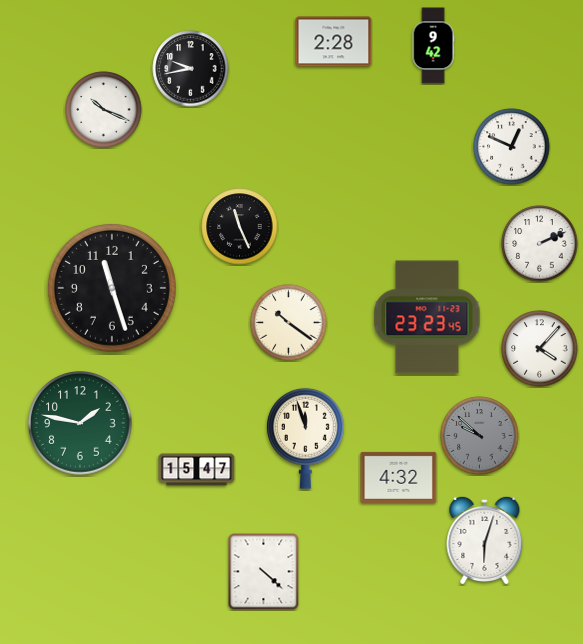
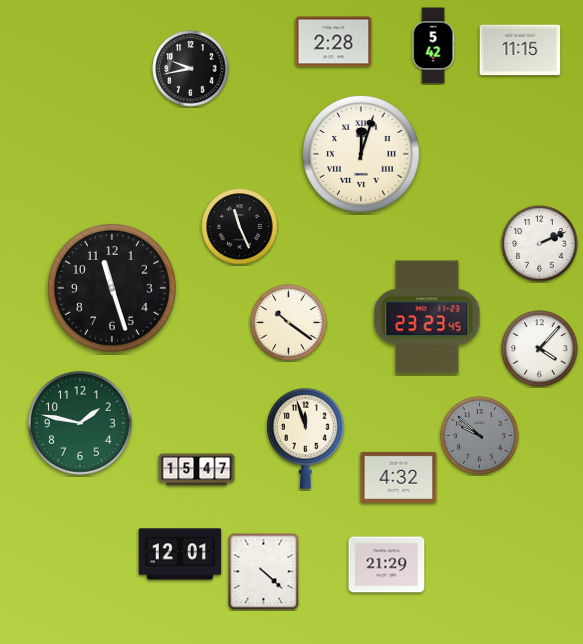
clock at (433, 46): 9:42 -> 5:42
clock at (520, 50): none -> 11:15
clock at (104, 110): 10:19 -> none
clock at (512, 147): 12:49 -> none
clock at (361, 154): none -> 12:03
clock at (485, 539): 6:03 -> none
clock at (180, 554): none -> 12:01
clock at (387, 565): none -> 21:29
